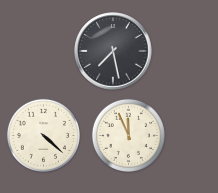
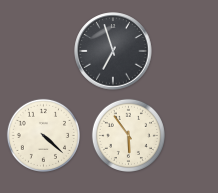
clock at (113, 51): 7:28 -> 6:57
clock at (128, 135): 11:56 -> 5:54
